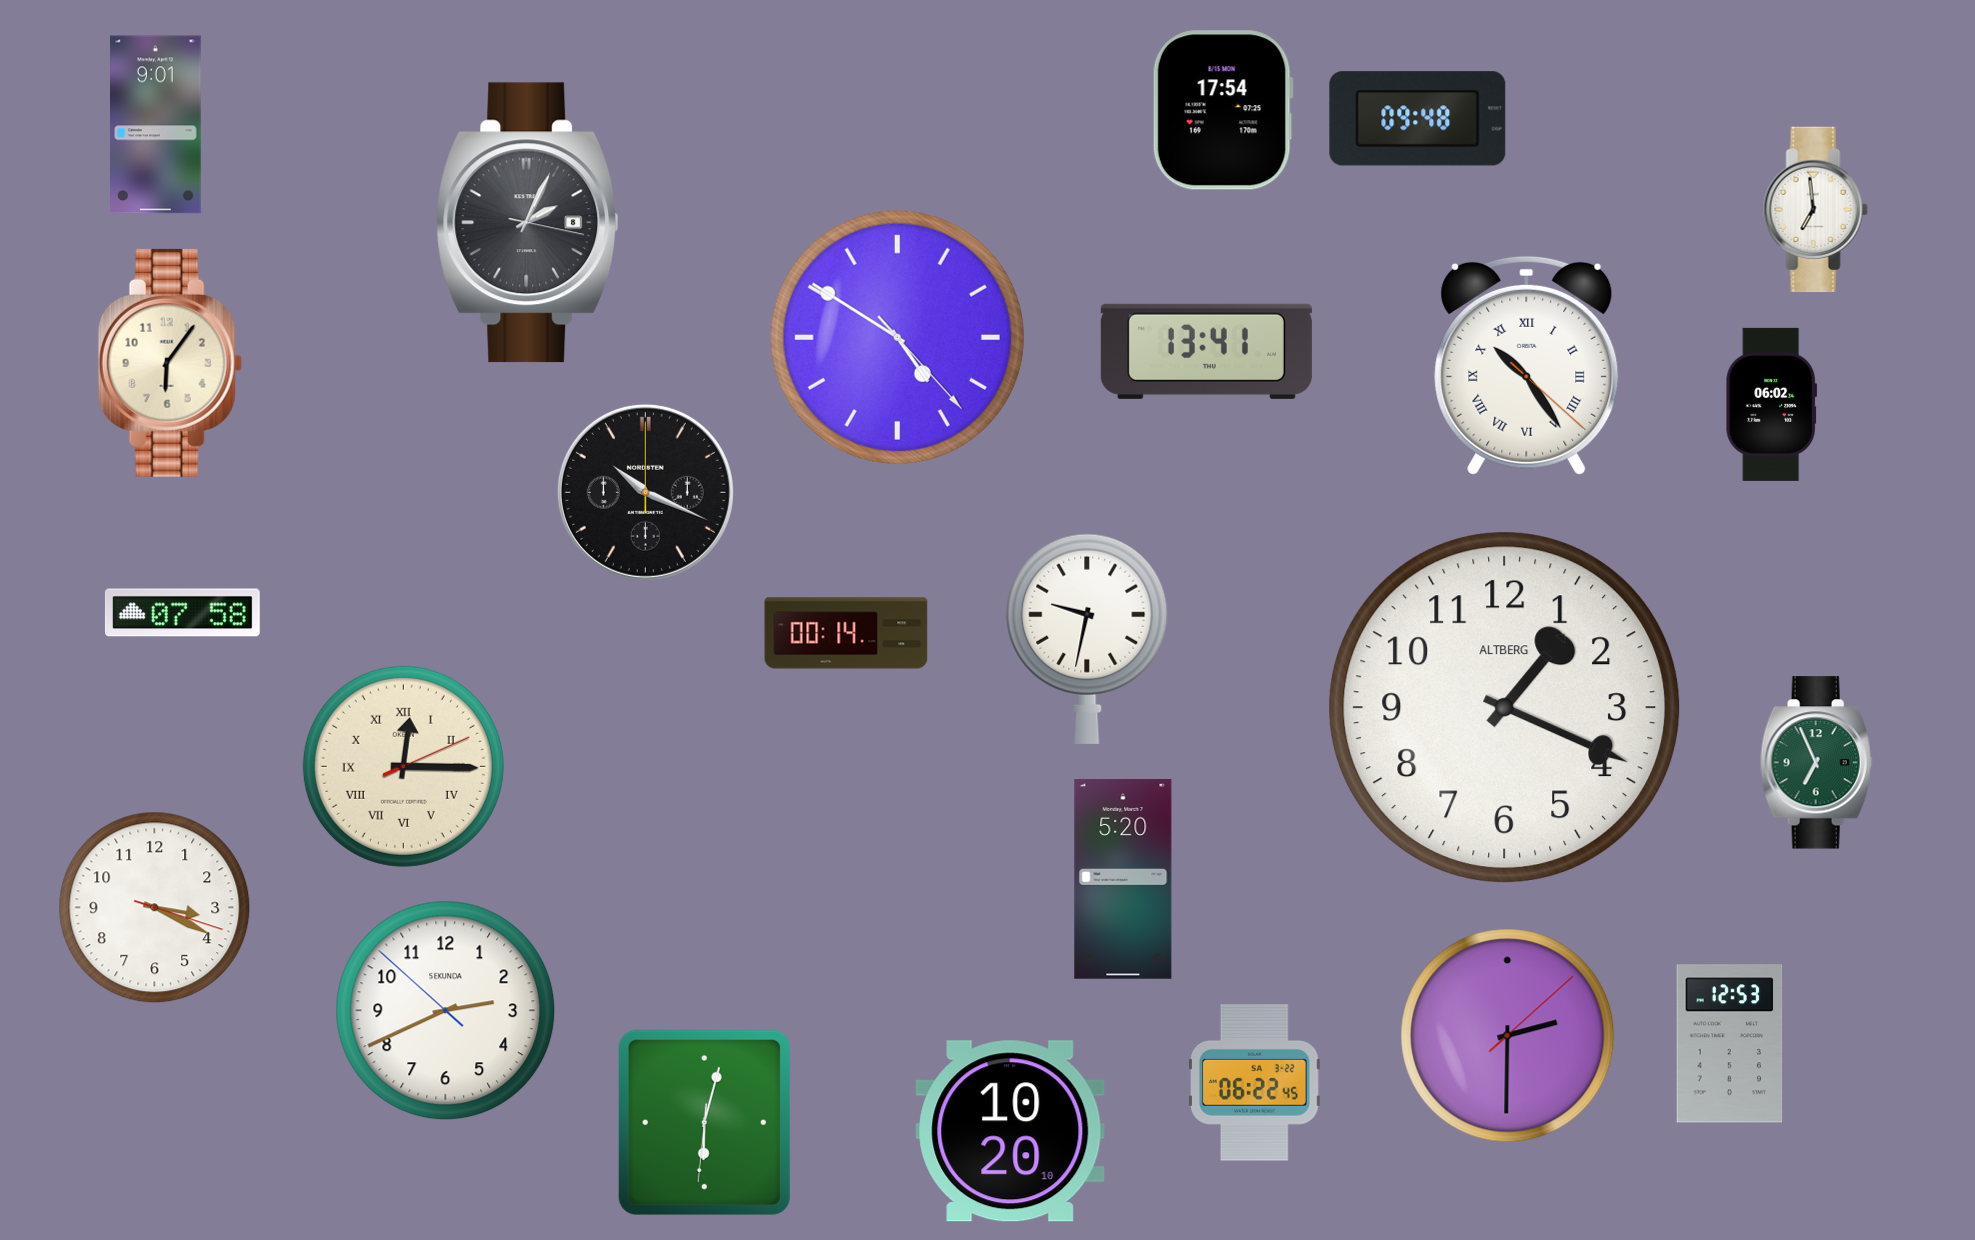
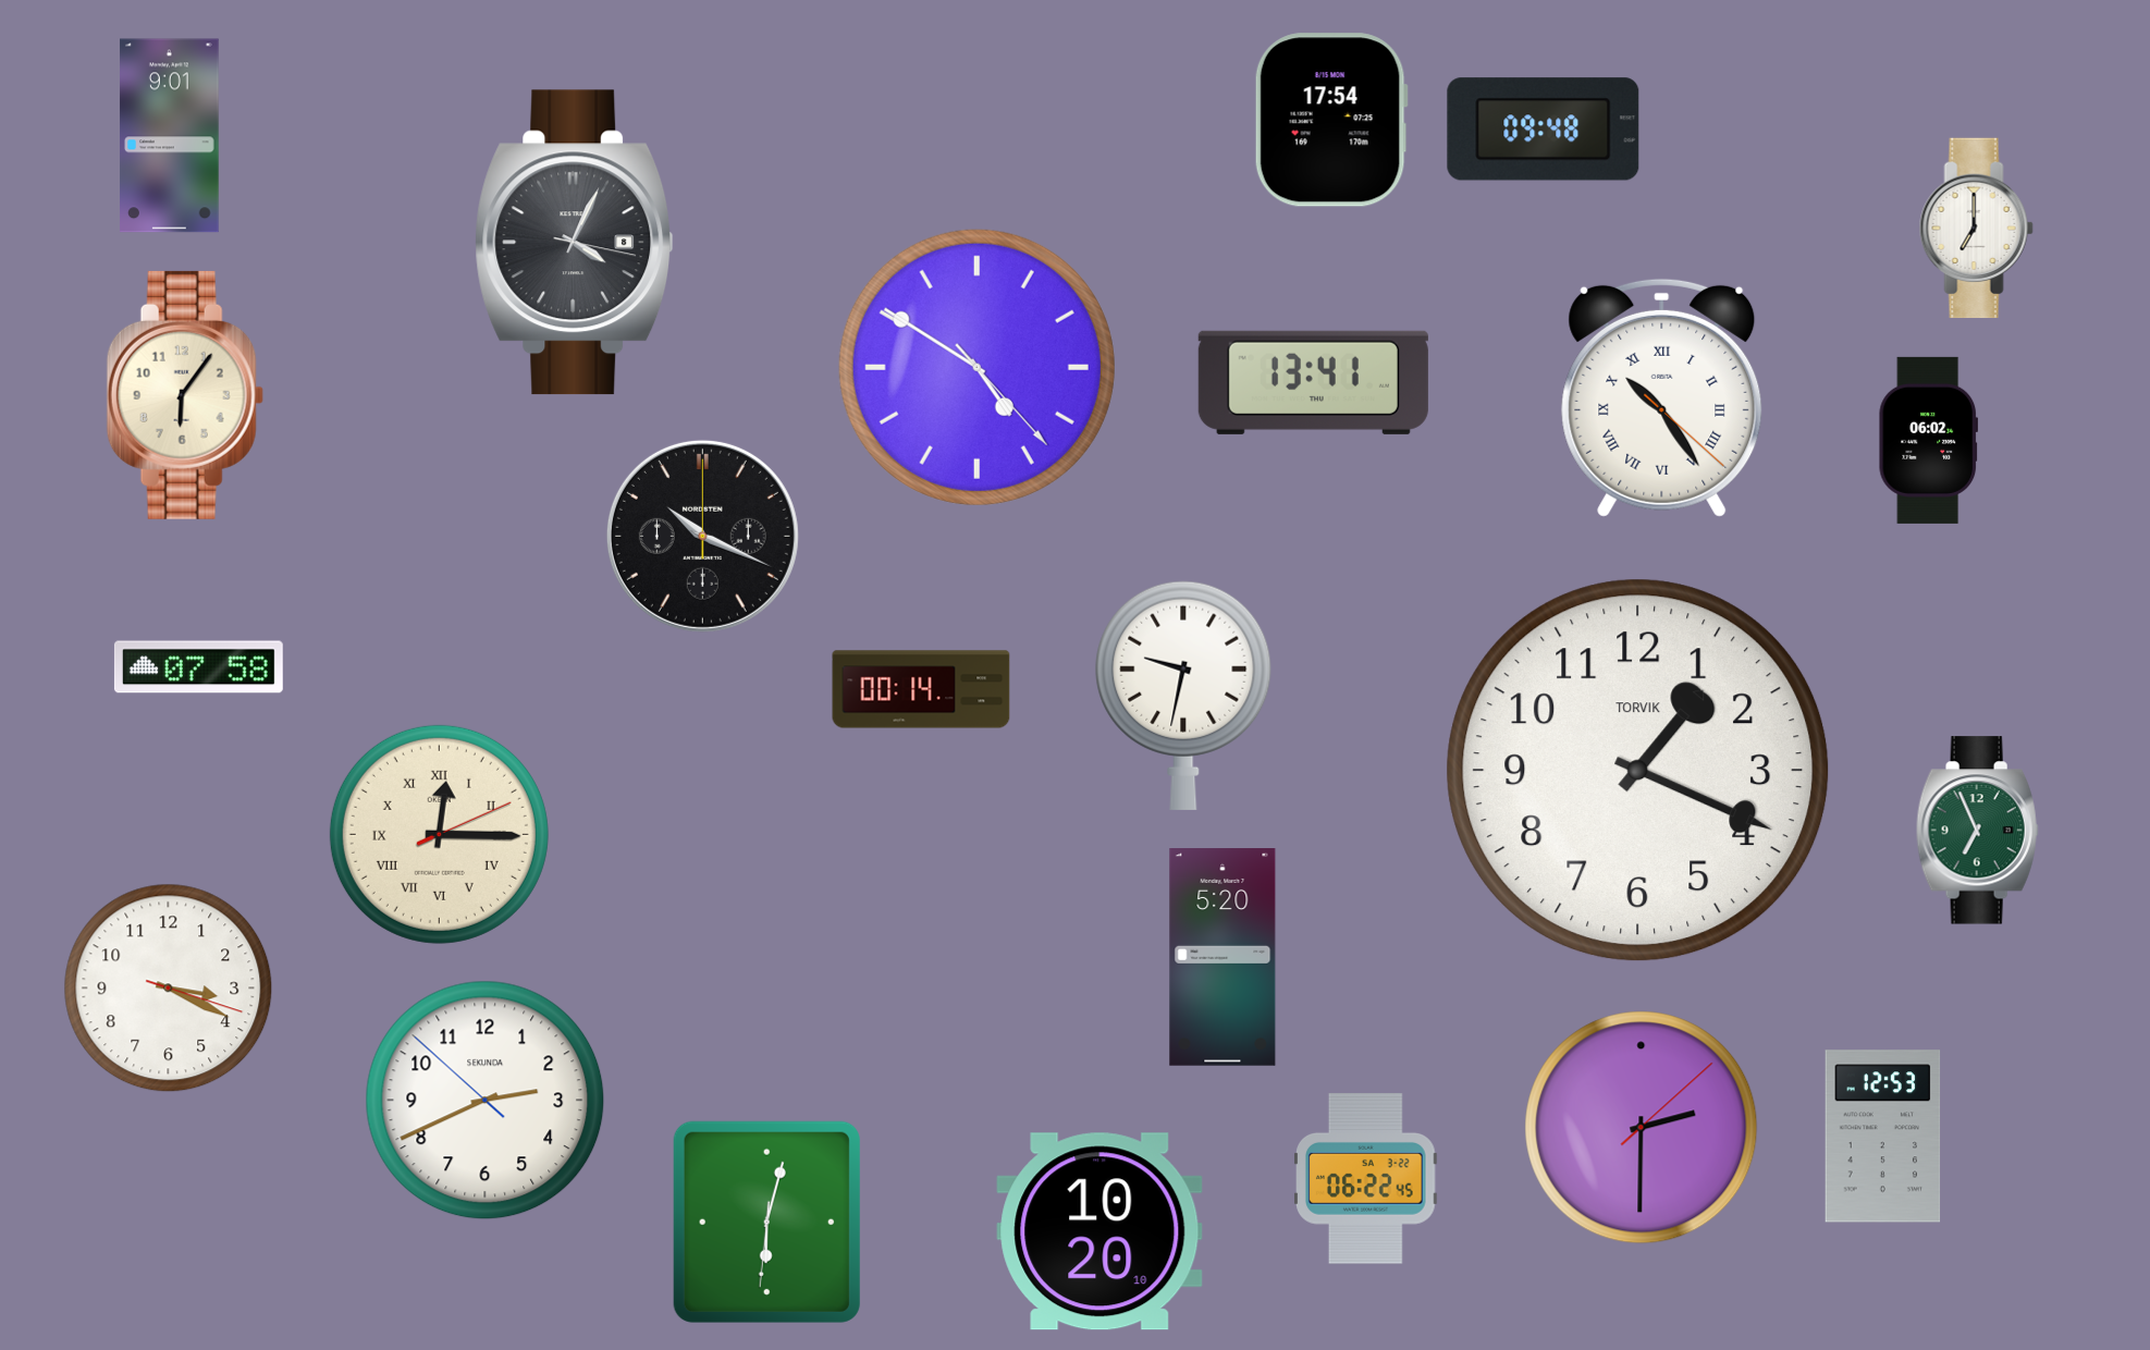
clock at (1815, 210): 6:59 -> 7:00
clock at (528, 223): 2:04 -> 4:04
clock at (1505, 708) brand: ALTBERG -> TORVIK
